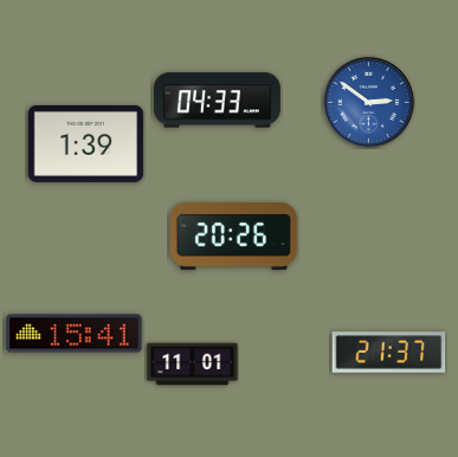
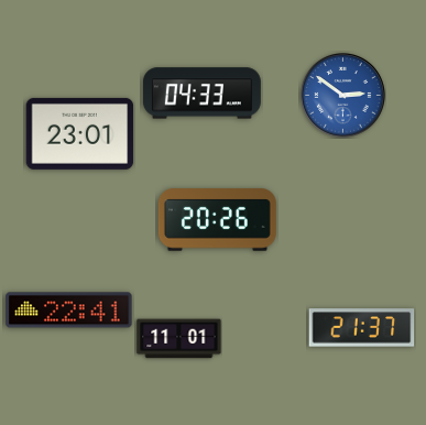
clock at (86, 143): 1:39 -> 23:01
clock at (75, 334): 15:41 -> 22:41
